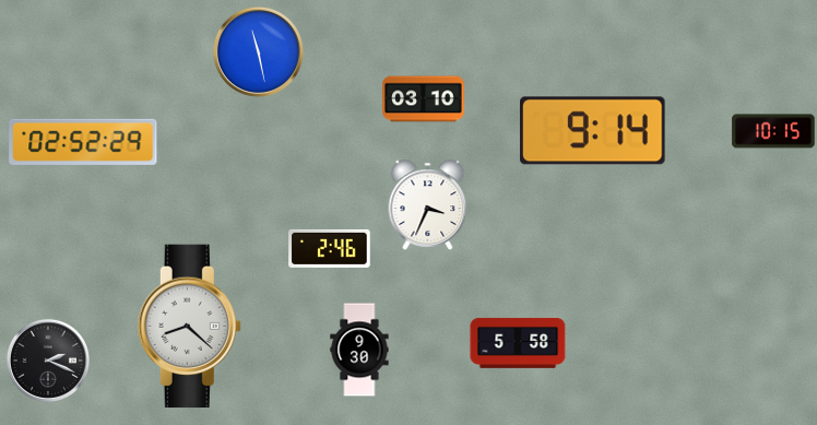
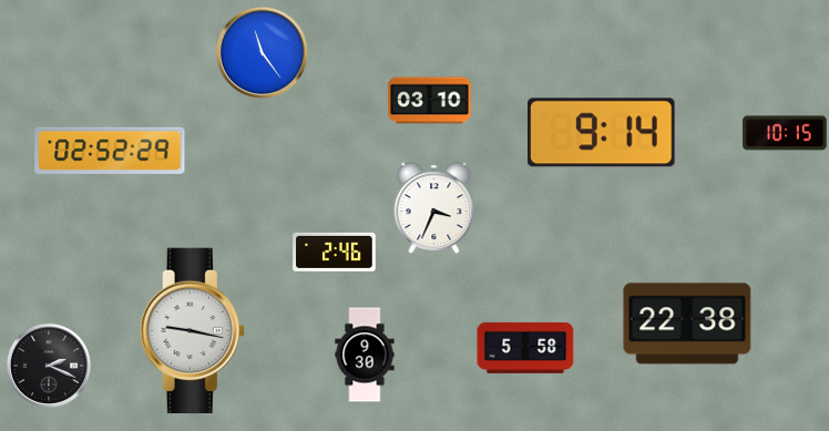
clock at (258, 51): 11:28 -> 11:24
clock at (83, 142) position: (83, 142) -> (110, 151)
clock at (687, 324): none -> 22:38
clock at (189, 327): 8:22 -> 9:17
